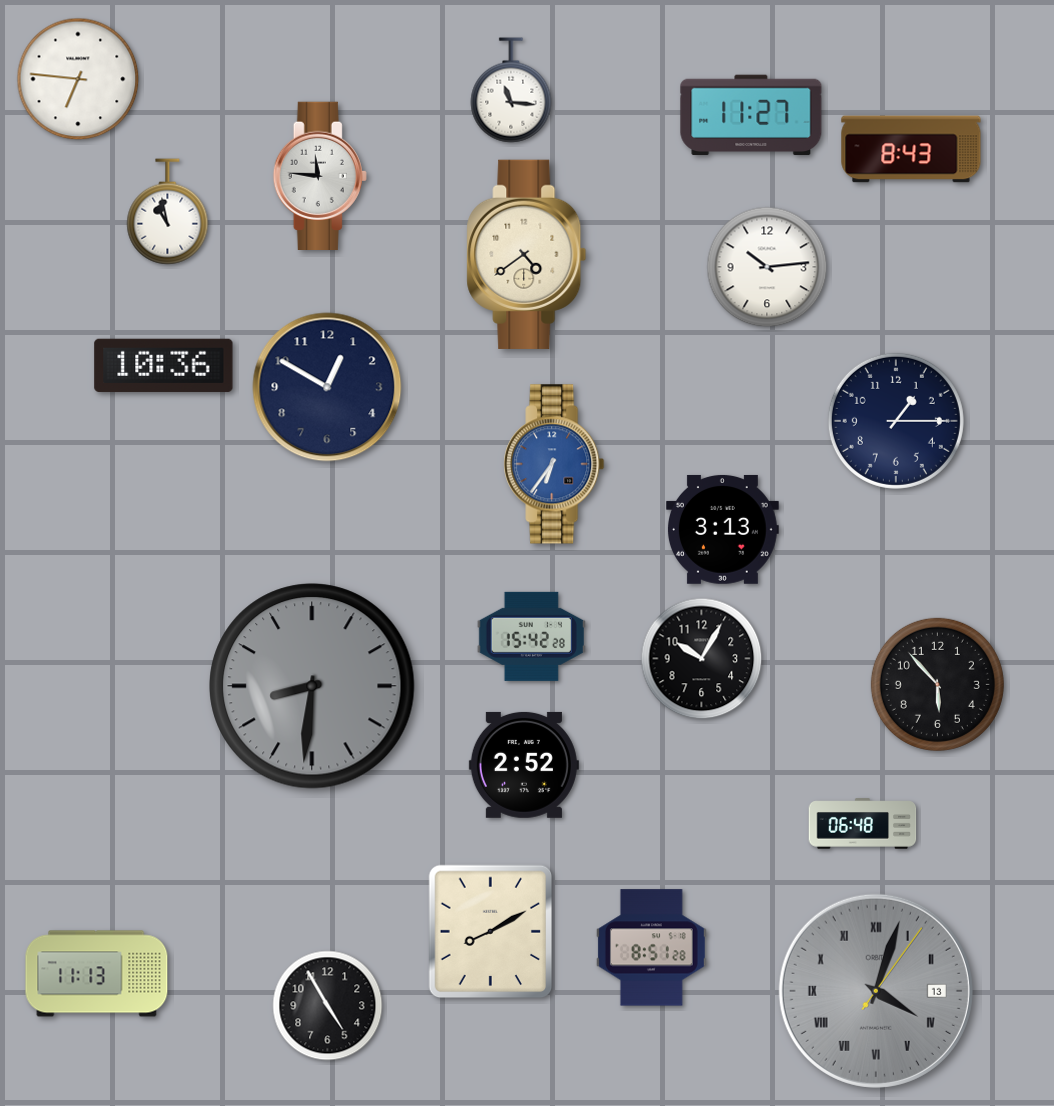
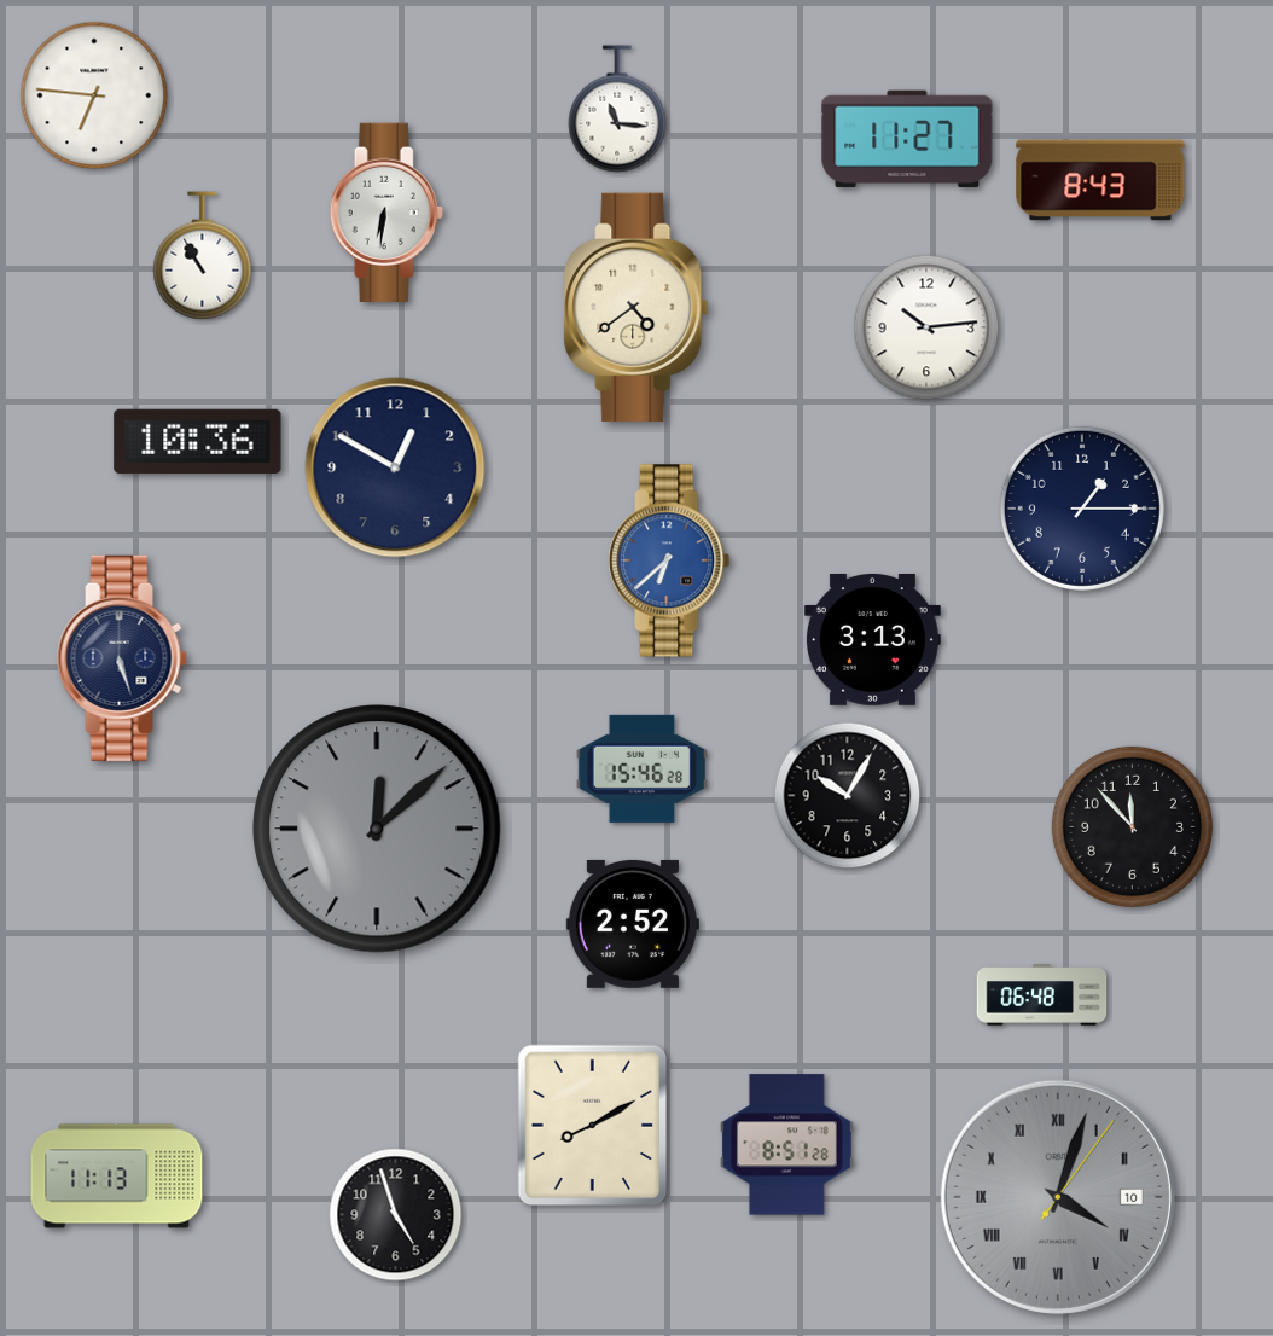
clock at (320, 175): 11:46 -> 6:31
clock at (168, 212): 10:58 -> 10:55
clock at (767, 267) position: (767, 267) -> (926, 327)
clock at (554, 464): 6:36 -> 6:38
clock at (122, 658): none -> 5:27
clock at (531, 636): 15:42 -> 15:46
clock at (937, 684): 5:53 -> 11:53
clock at (312, 686): 8:31 -> 12:08
clock at (876, 991) date: 13 -> 10
clock at (328, 1006): 4:55 -> 4:57
